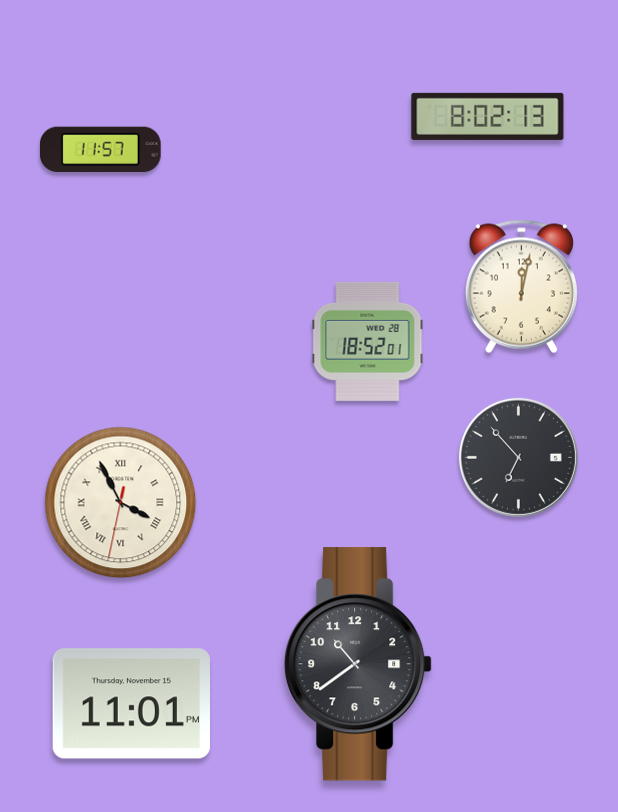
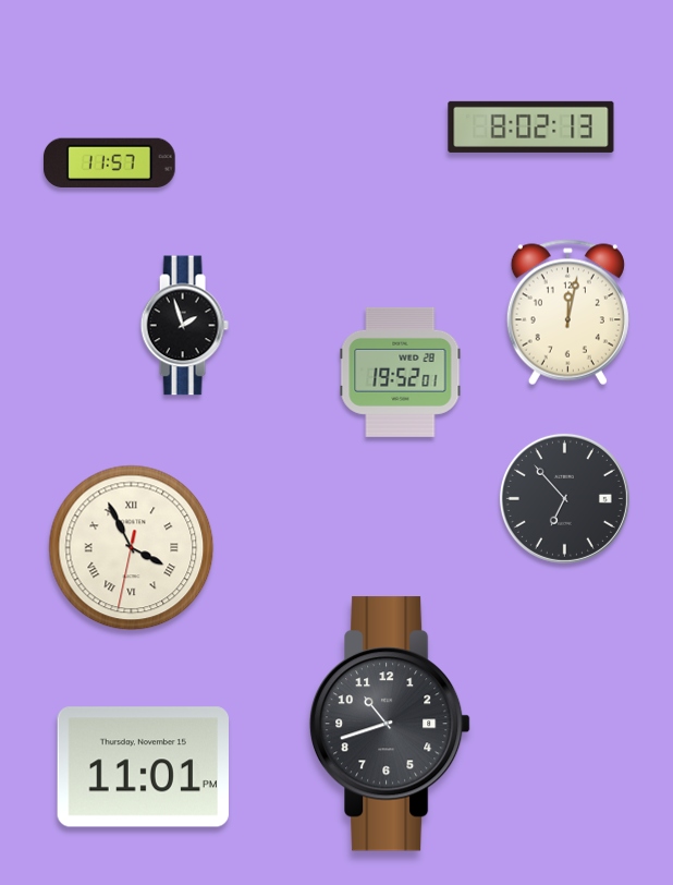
clock at (184, 326): none -> 1:57
clock at (368, 341): 18:52 -> 19:52
clock at (358, 664): 10:39 -> 10:42
